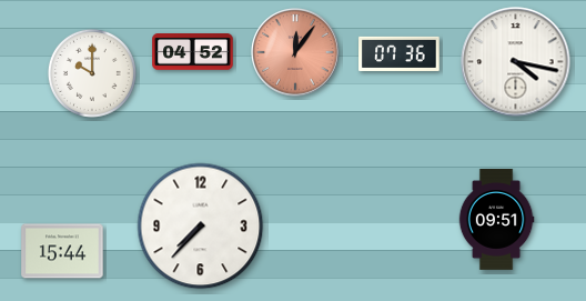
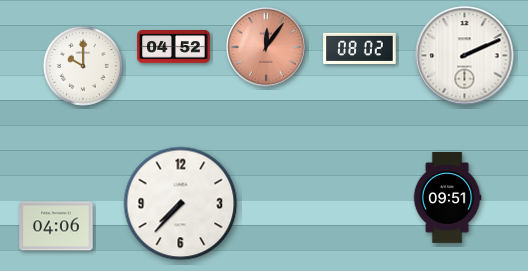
clock at (400, 53): 07:36 -> 08:02
clock at (516, 62): 4:17 -> 2:11
clock at (62, 251): 15:44 -> 04:06
